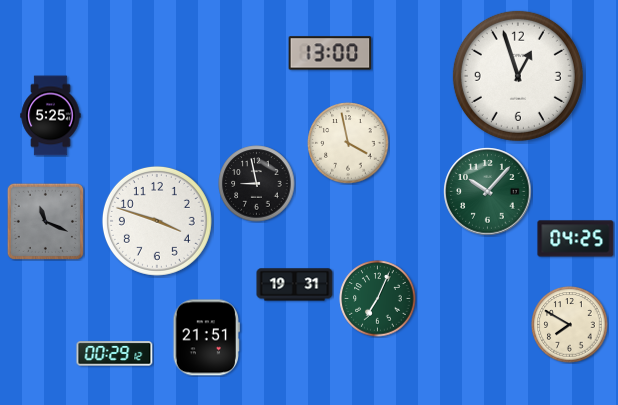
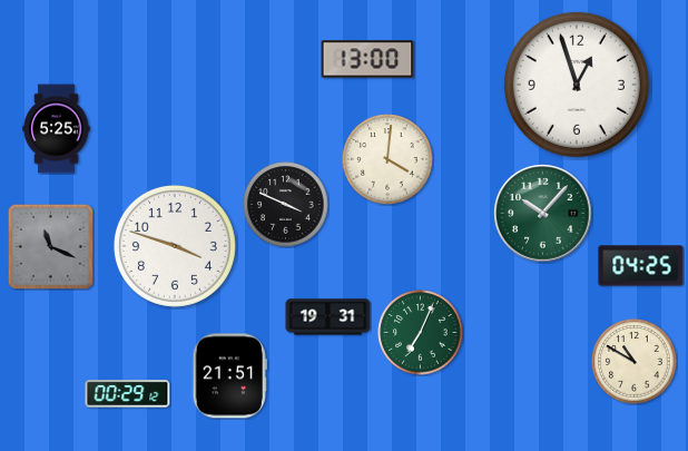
clock at (348, 143): 3:58 -> 4:01
clock at (257, 184): 8:58 -> 3:49
clock at (570, 325): 7:50 -> 10:50
